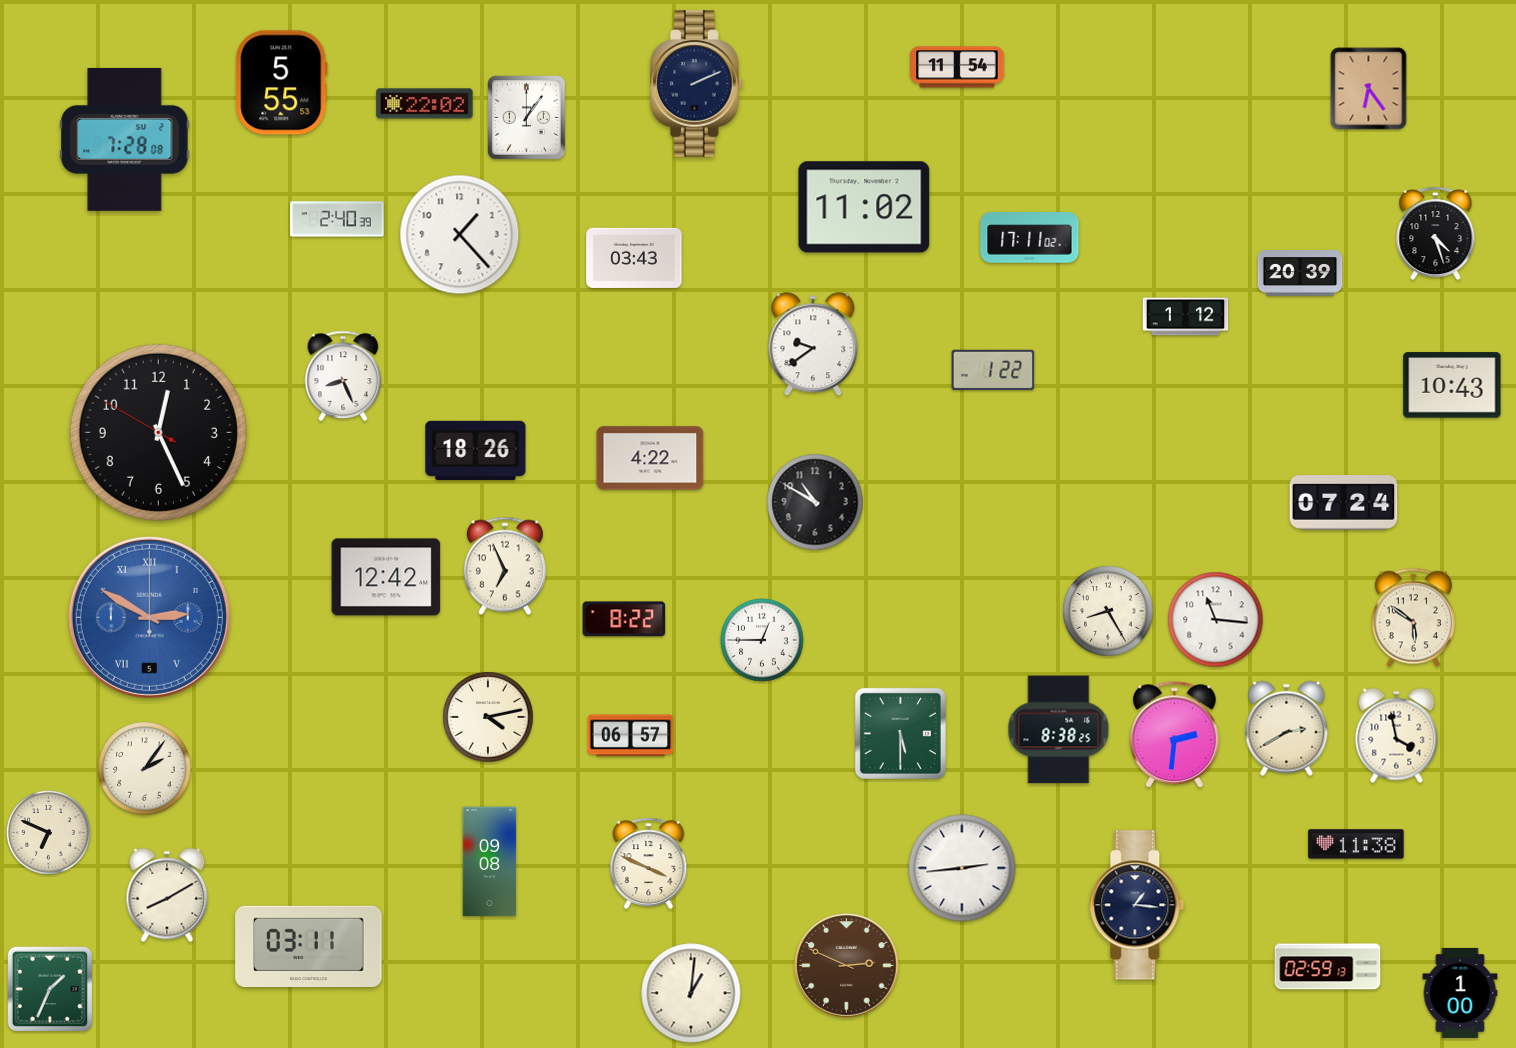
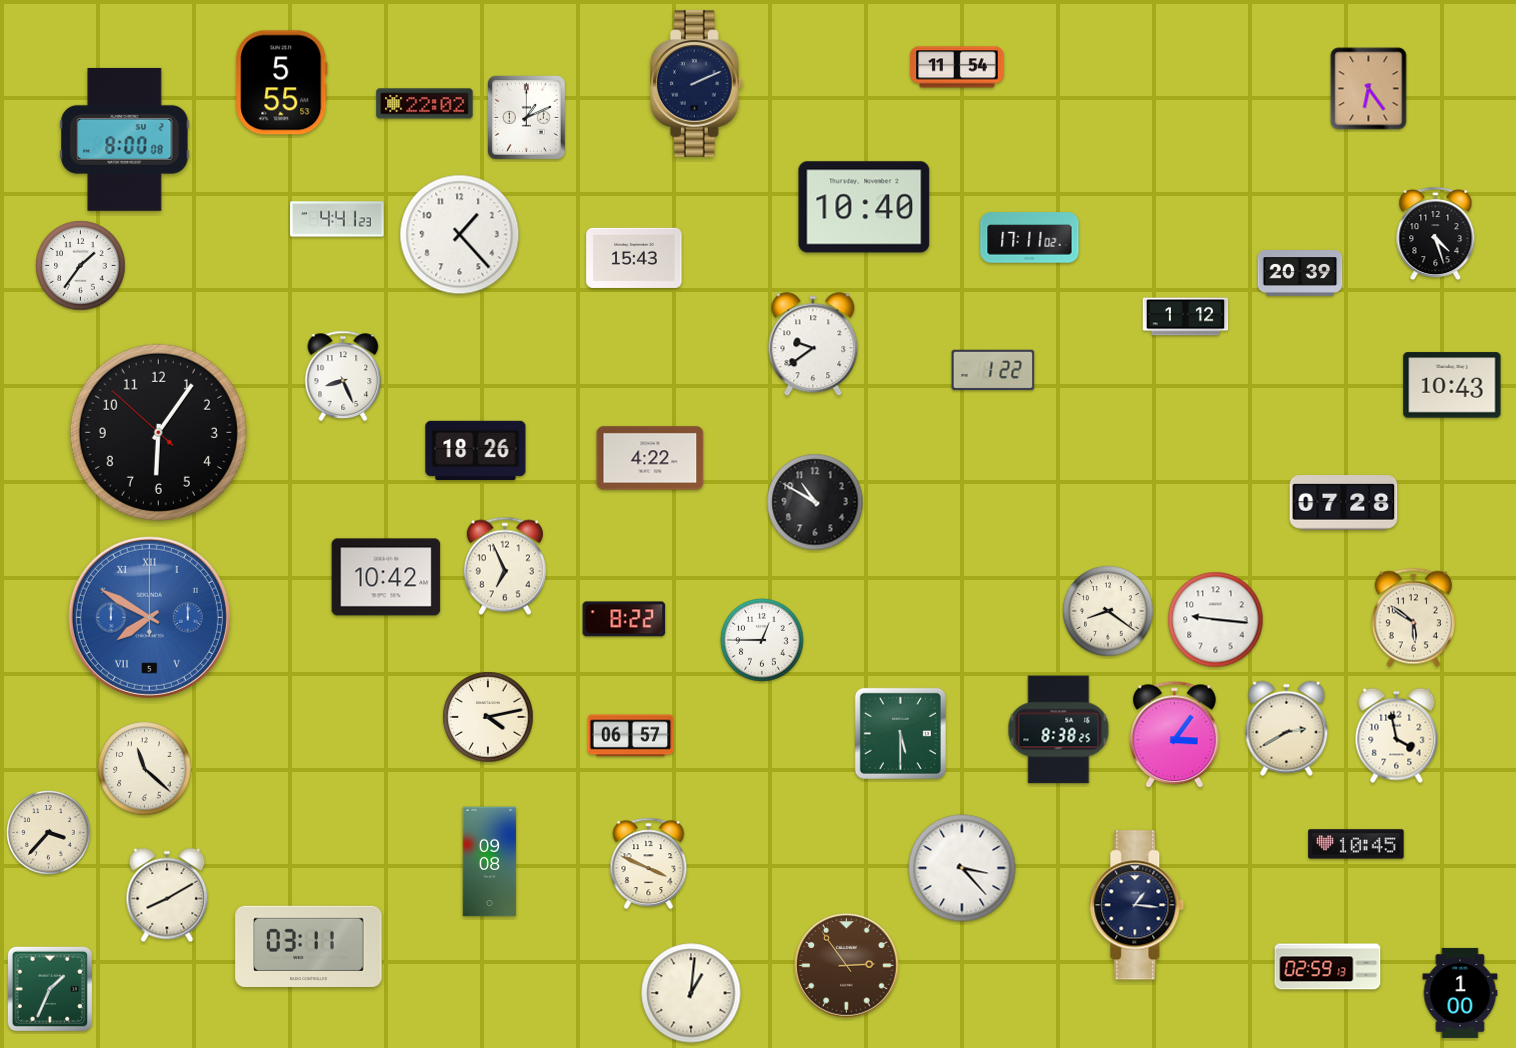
clock at (527, 118): 1:06 -> 1:11
clock at (125, 139): 7:28 -> 8:00
clock at (864, 207): 11:02 -> 10:40
clock at (337, 219): 2:40 -> 4:41
clock at (634, 258): 03:43 -> 15:43
clock at (81, 266): none -> 1:36
clock at (158, 432): 12:25 -> 6:05
clock at (1344, 503): 07:24 -> 07:28
clock at (386, 577): 12:42 -> 10:42
clock at (1108, 611): 8:25 -> 8:21
clock at (149, 617): 2:50 -> 7:50
clock at (1216, 620): 11:16 -> 9:16
clock at (1175, 735): 2:31 -> 3:06
clock at (145, 769): 2:06 -> 11:22
clock at (49, 833): 6:49 -> 3:37
clock at (1356, 844): 11:38 -> 10:45
clock at (962, 868): 2:44 -> 3:23
clock at (847, 966): 2:49 -> 2:54
